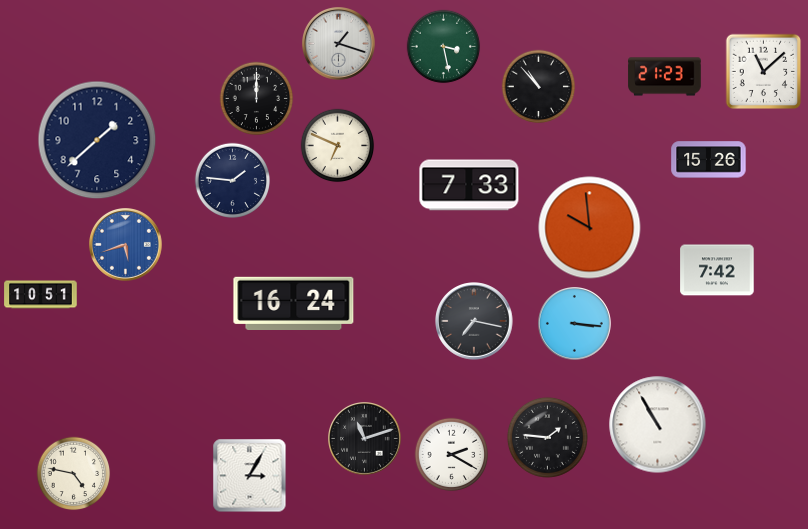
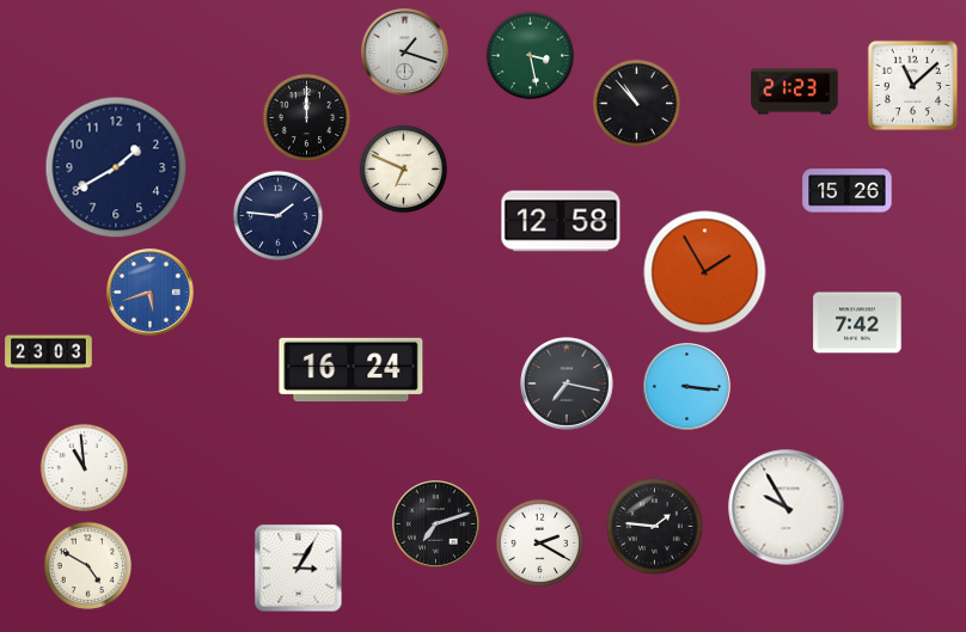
clock at (539, 87) position: (539, 87) -> (637, 104)
clock at (97, 140): 1:38 -> 1:40
clock at (338, 146) position: (338, 146) -> (404, 170)
clock at (469, 185): 7:33 -> 12:58
clock at (590, 228): 9:59 -> 1:55
clock at (41, 295): 10:51 -> 23:03
clock at (294, 303) position: (294, 303) -> (351, 369)
clock at (85, 468): none -> 10:59
clock at (658, 425): 10:55 -> 9:55
clock at (547, 437) position: (547, 437) -> (654, 526)
clock at (365, 439): 11:12 -> 7:12
clock at (74, 474): 4:47 -> 4:50
